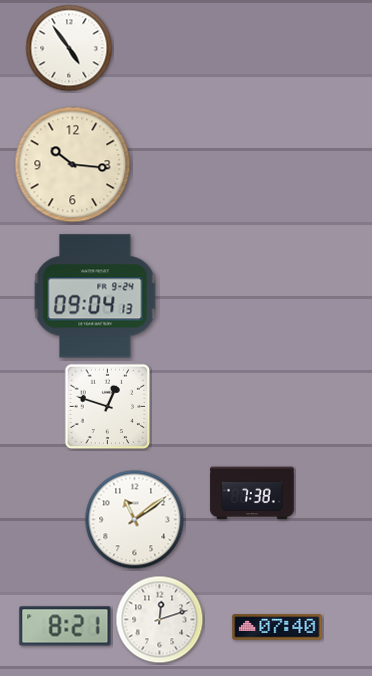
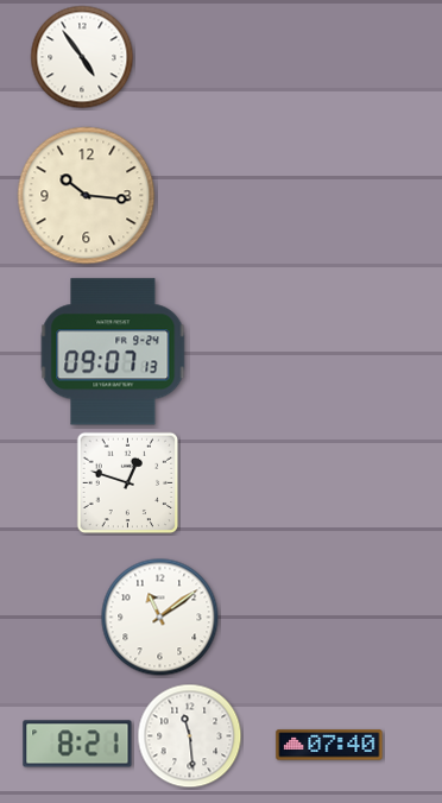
clock at (95, 296): 09:04 -> 09:07
clock at (252, 493): 7:38 -> none
clock at (160, 620): 12:12 -> 11:29
